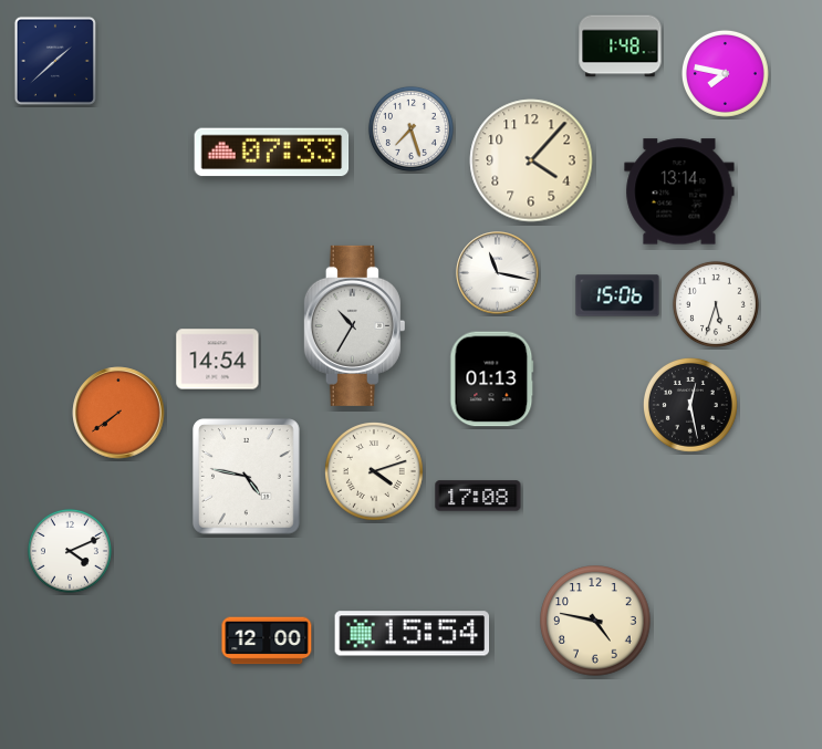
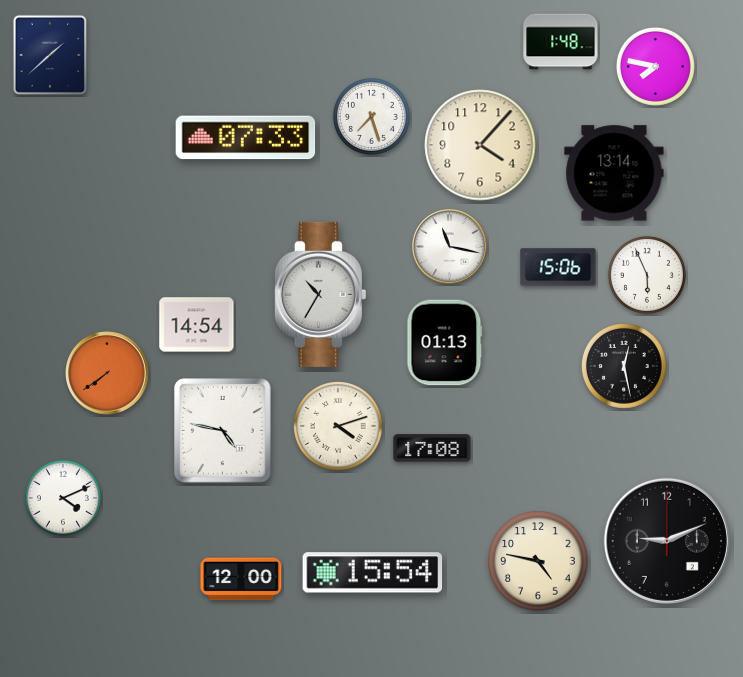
clock at (716, 304): 5:33 -> 5:56
clock at (667, 541): none -> 9:11
